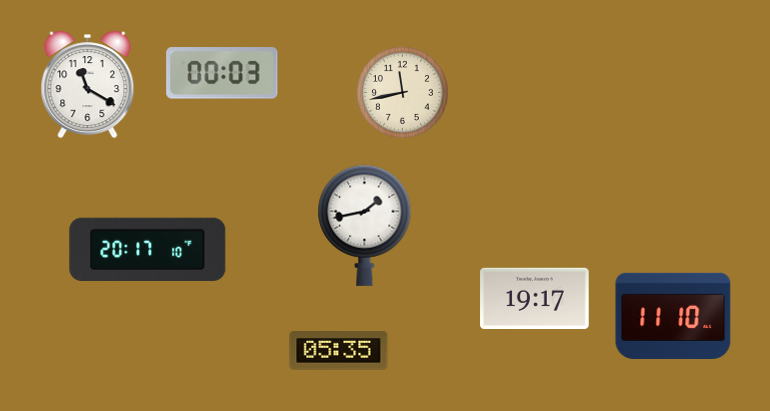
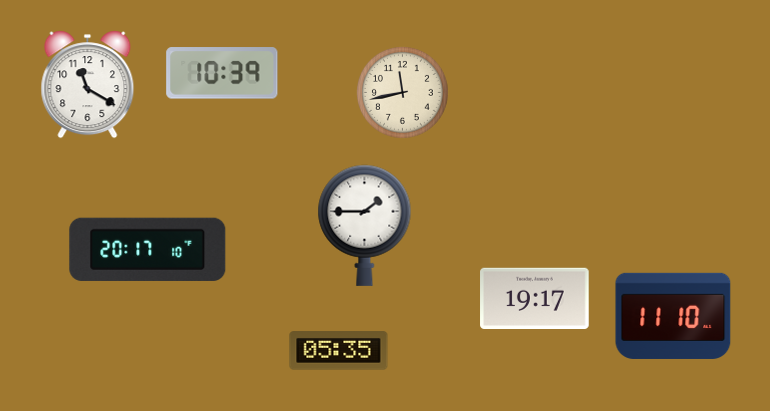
clock at (222, 73): 00:03 -> 10:39
clock at (365, 225): 1:43 -> 1:45
